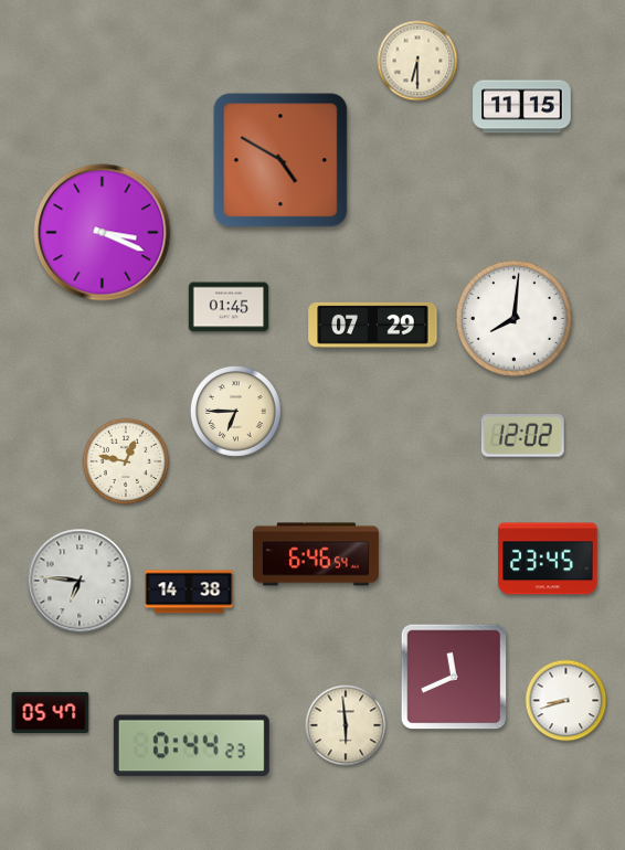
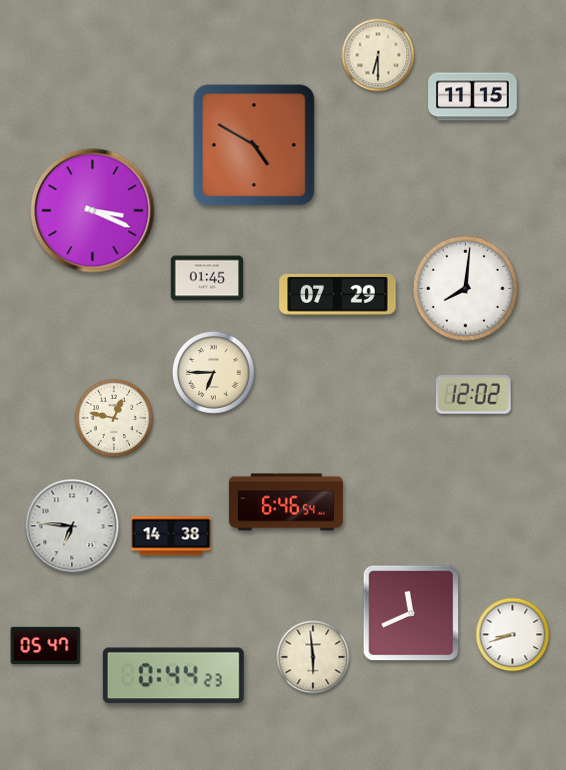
clock at (548, 559): 23:45 -> none
